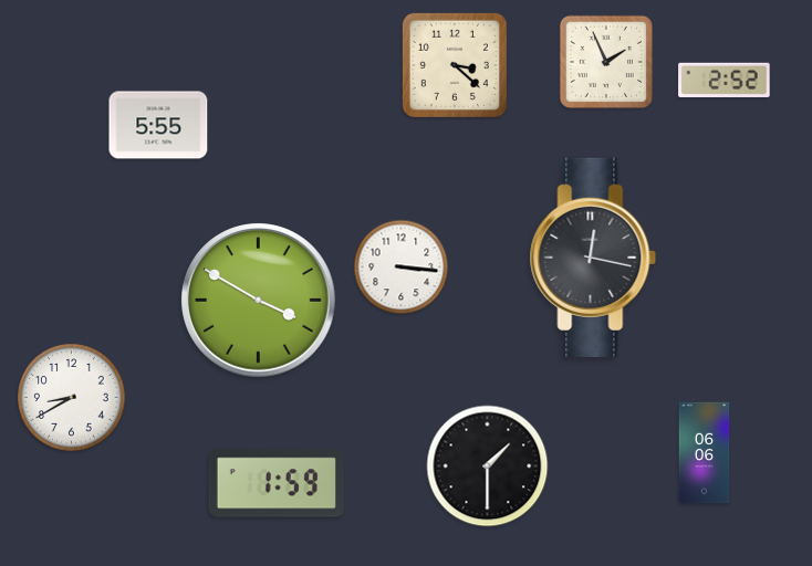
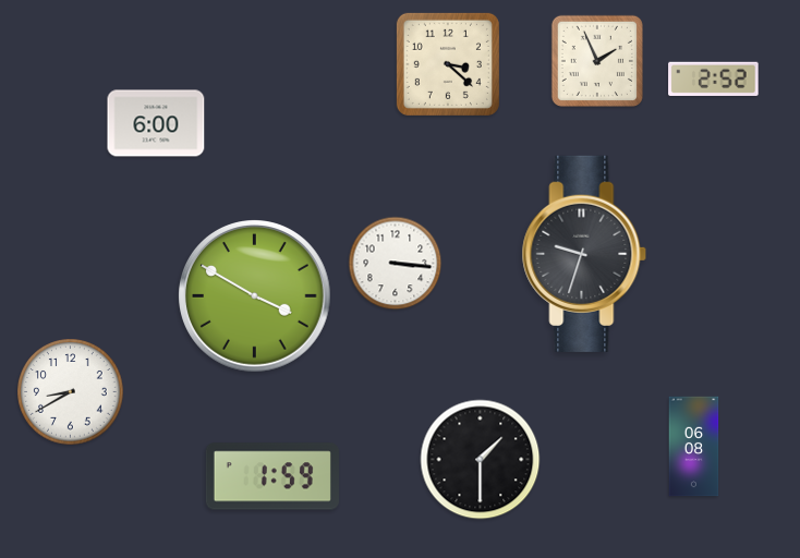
clock at (158, 125): 5:55 -> 6:00
clock at (593, 258): 12:17 -> 9:33
clock at (705, 453): 06:06 -> 06:08
